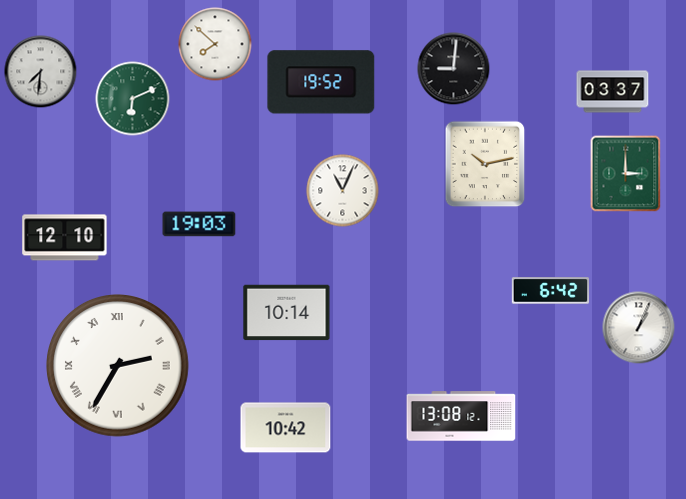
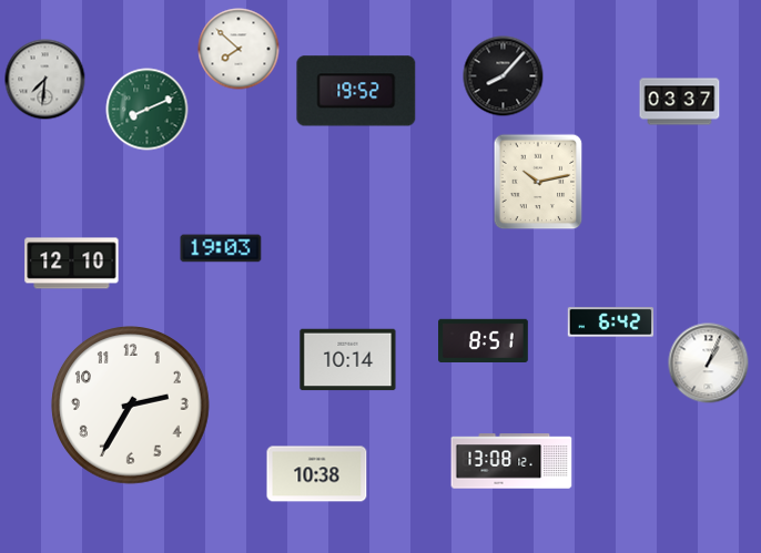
clock at (454, 69): 9:01 -> 8:07
clock at (133, 99): 6:11 -> 8:11
clock at (626, 174): 3:00 -> none
clock at (343, 191): 11:04 -> none
clock at (484, 340): none -> 8:51
clock at (287, 313) position: (287, 313) -> (348, 360)
clock at (118, 366) numerals: Roman -> Arabic
clock at (286, 428): 10:42 -> 10:38
